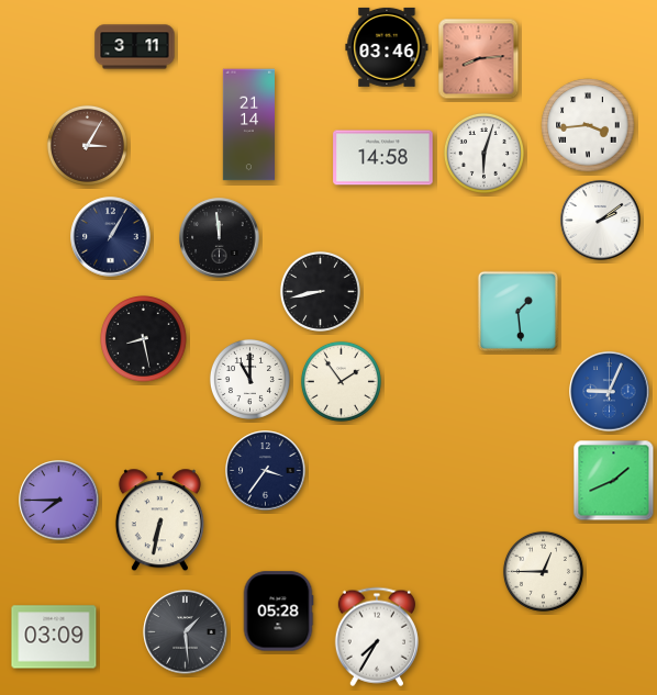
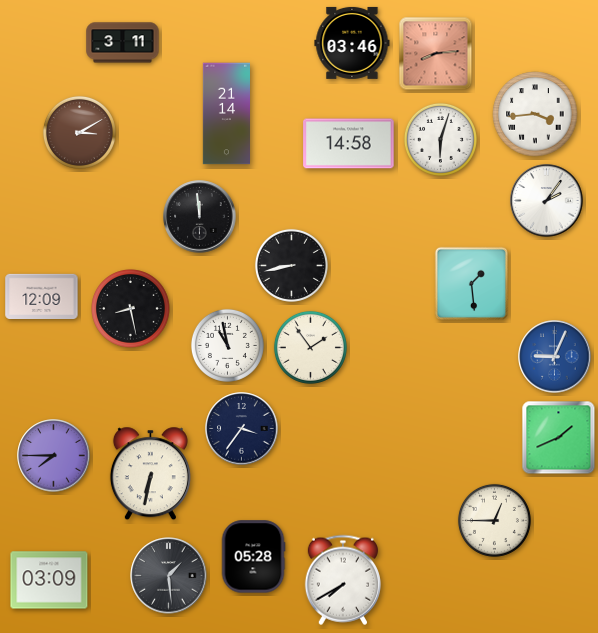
clock at (87, 145): 3:05 -> 3:10
clock at (601, 221): 2:09 -> 2:06
clock at (111, 237): 1:05 -> none
clock at (42, 297): none -> 12:09
clock at (249, 379): 11:00 -> 10:58
clock at (159, 520) position: (159, 520) -> (150, 474)
clock at (377, 637): 7:35 -> 7:40
